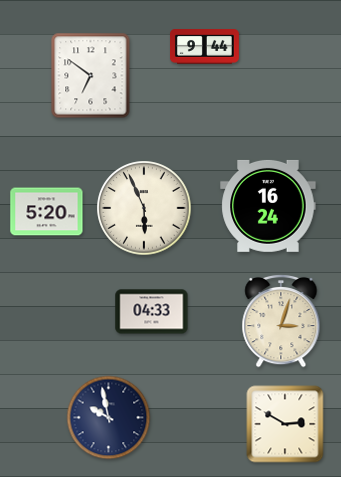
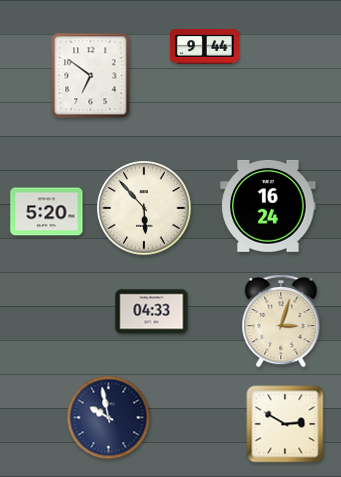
clock at (144, 208): 5:56 -> 5:53
